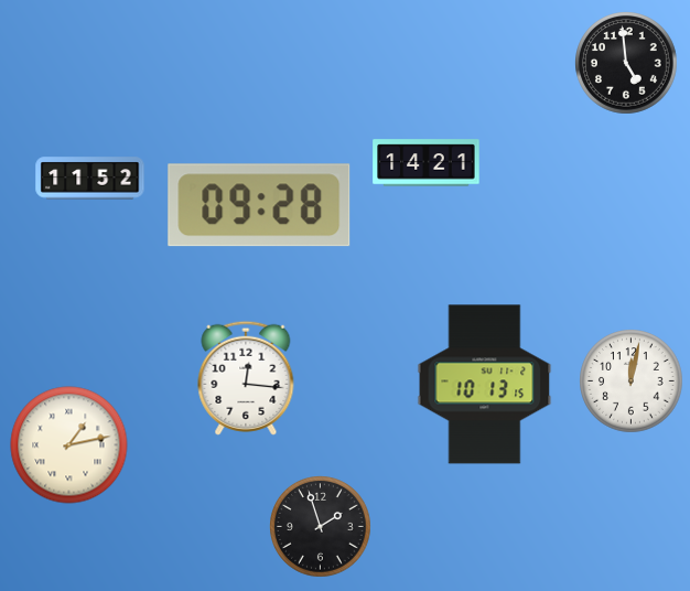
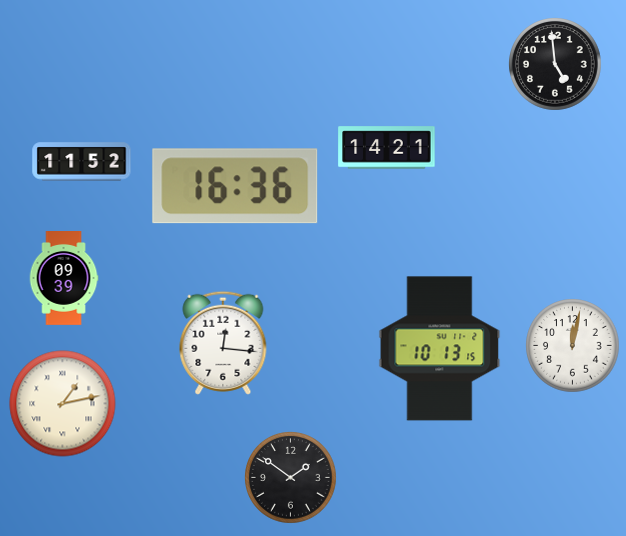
clock at (627, 64) position: (627, 64) -> (556, 65)
clock at (259, 205): 09:28 -> 16:36
clock at (64, 279): none -> 09:39
clock at (321, 527): 1:57 -> 1:51
